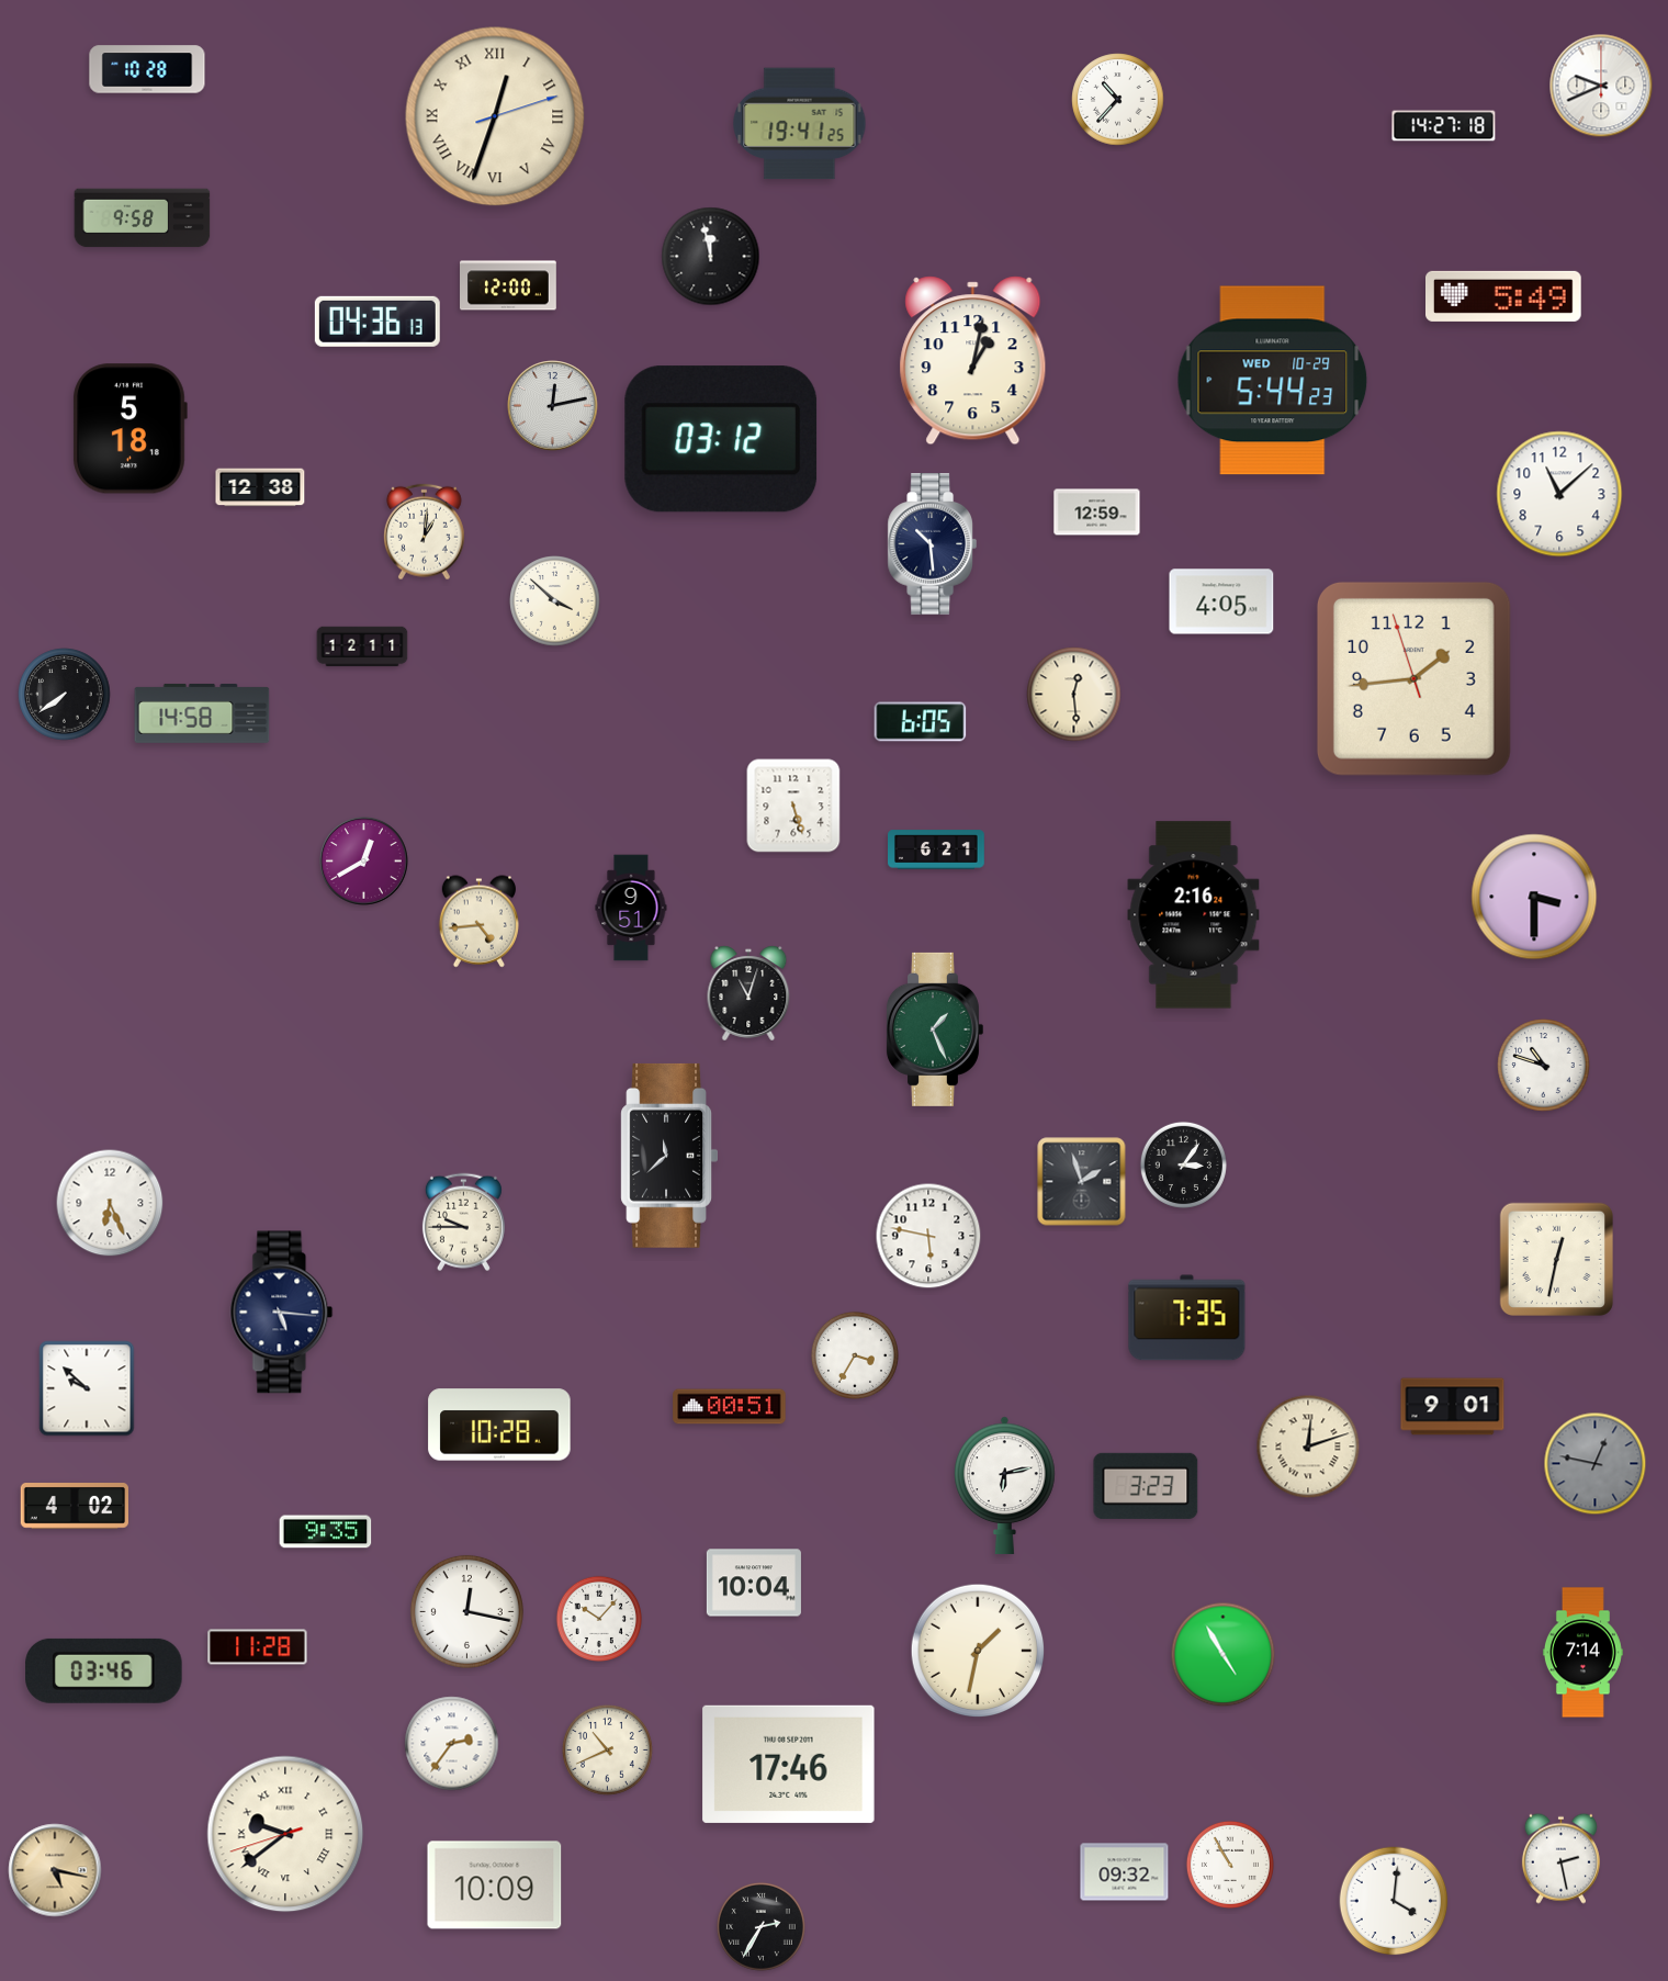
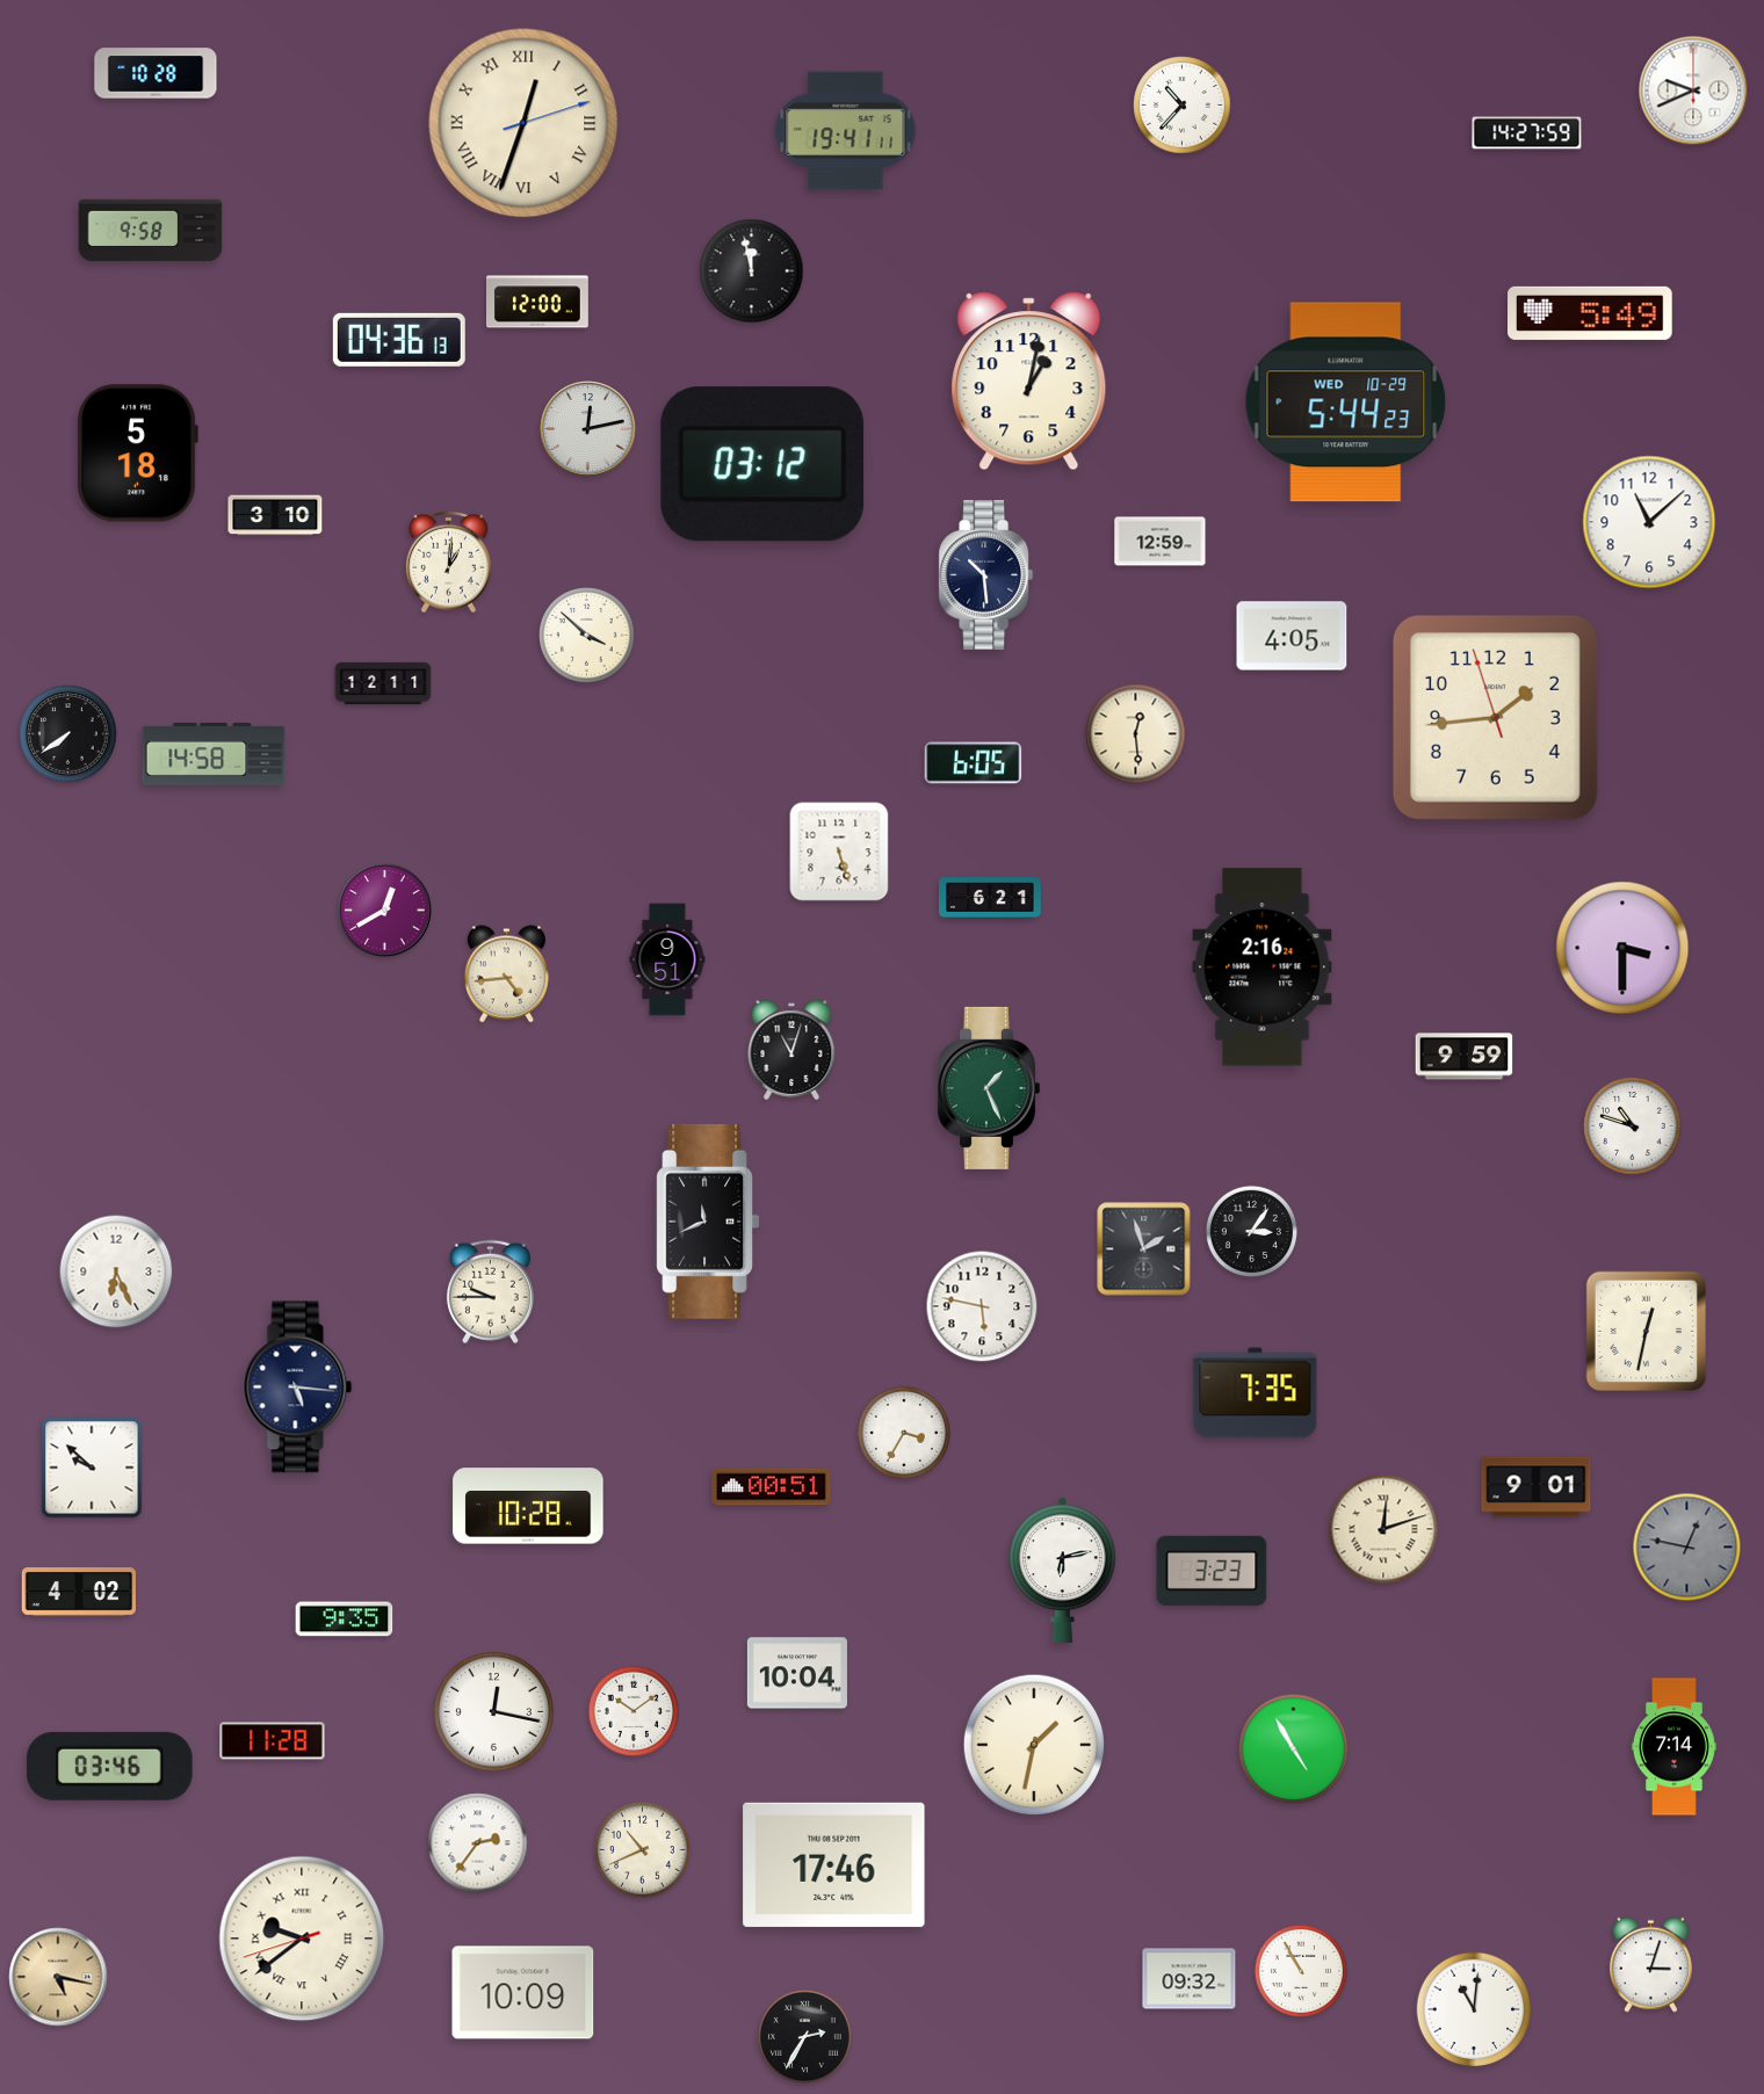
clock at (800, 124): 19:41:25 -> 19:41:11
clock at (1444, 126): 14:27:18 -> 14:27:59
clock at (553, 406) position: (553, 406) -> (588, 429)
clock at (260, 487): 12:38 -> 3:10
clock at (1465, 1057): none -> 9:59
clock at (668, 1156): 11:38 -> 11:41
clock at (466, 1611) position: (466, 1611) -> (493, 1711)
clock at (598, 1618): 10:07 -> 10:09
clock at (1560, 1858): 2:28 -> 3:03
clock at (1394, 1901): 4:01 -> 11:01
